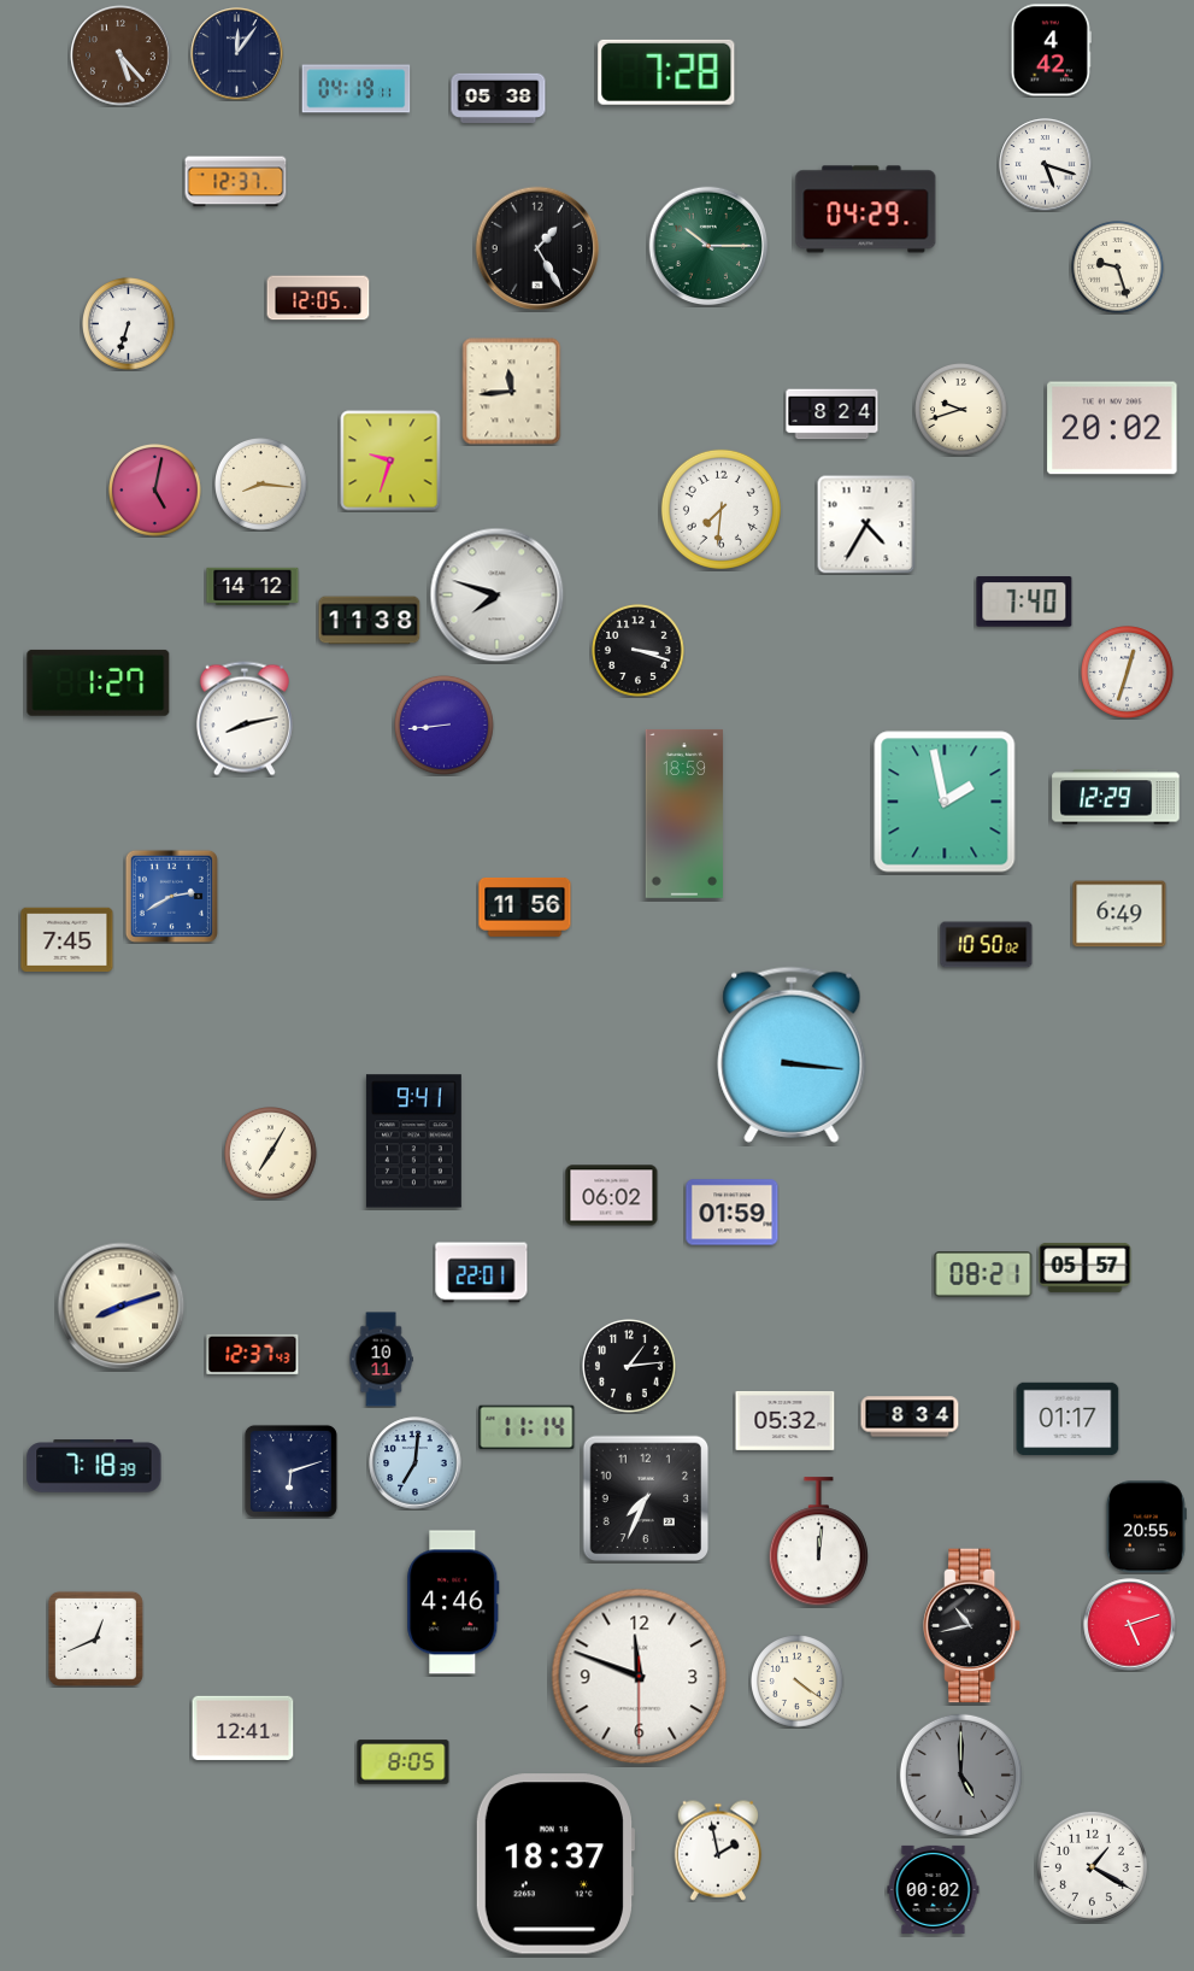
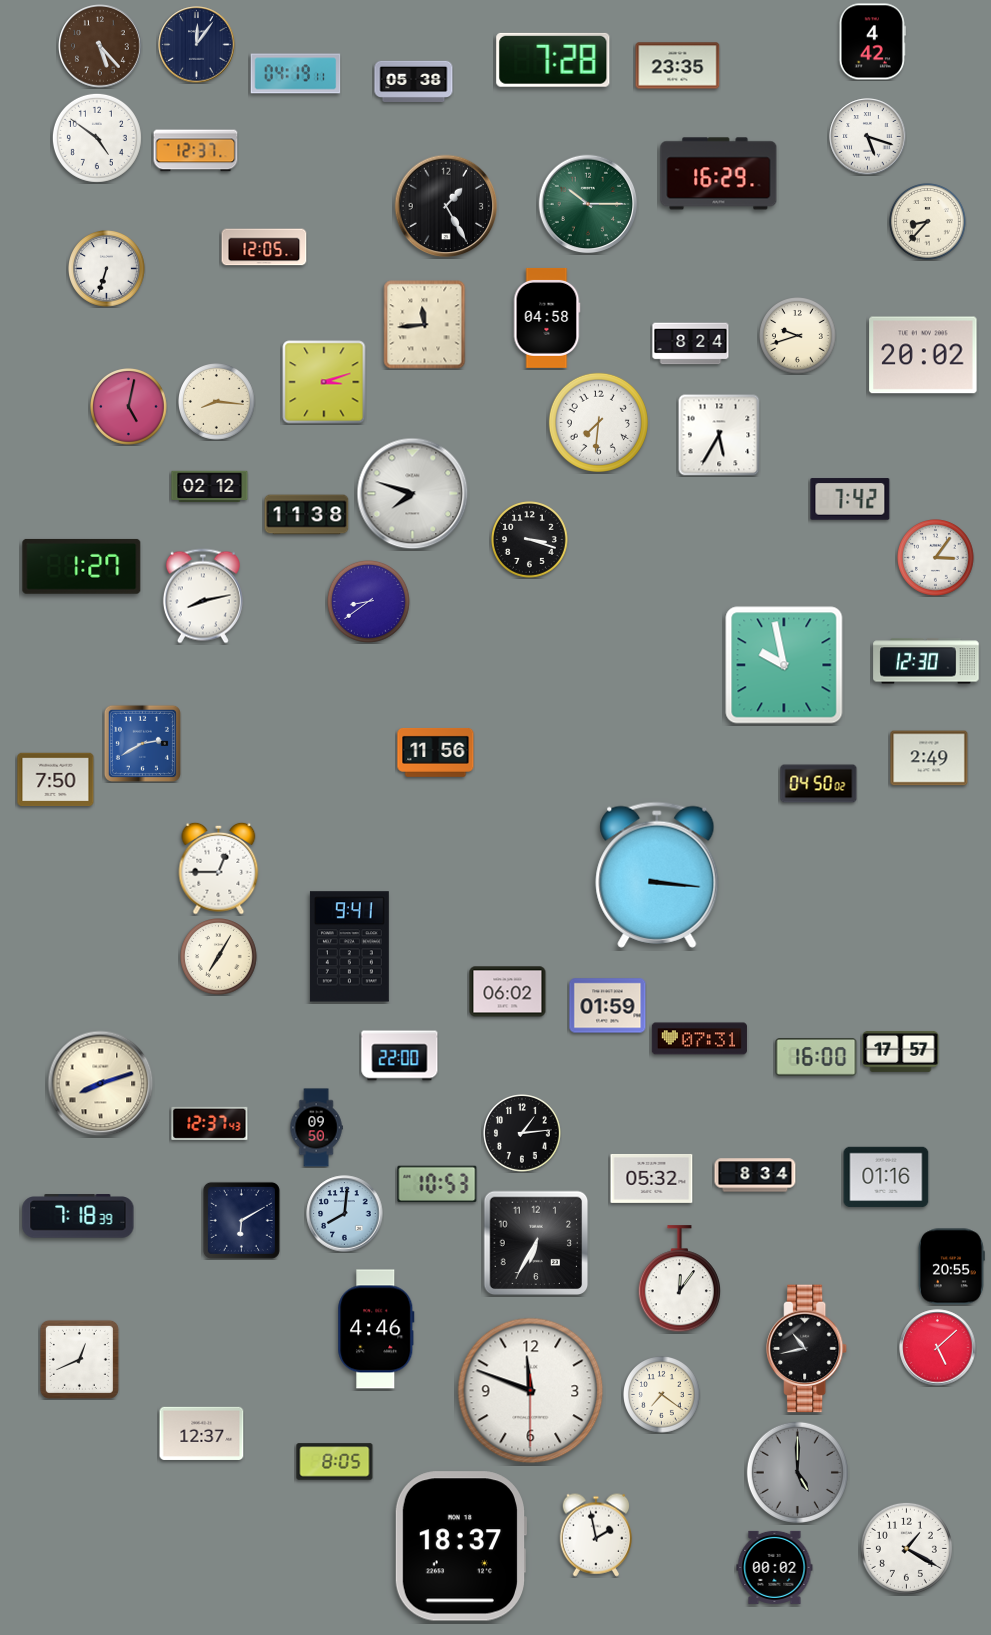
clock at (678, 66): none -> 23:35
clock at (97, 138): none -> 4:51
clock at (866, 210): 04:29 -> 16:29
clock at (1118, 268): 9:27 -> 8:37
clock at (547, 318): none -> 04:58
clock at (961, 410) position: (961, 410) -> (798, 336)
clock at (390, 461): 9:33 -> 3:12
clock at (866, 524): 4:35 -> 5:35
clock at (253, 587): 14:12 -> 02:12
clock at (1024, 602): 7:40 -> 7:42
clock at (1128, 673): 12:33 -> 3:06
clock at (443, 725): 8:44 -> 8:39
clock at (1116, 797): 12:29 -> 12:30
clock at (945, 802): 1:58 -> 9:58
clock at (684, 814): 18:59 -> none
clock at (1119, 914): 6:49 -> 2:49
clock at (67, 940): 7:45 -> 7:50
clock at (987, 945): 10:50 -> 04:50
clock at (219, 868): none -> 12:45
clock at (413, 1142) position: (413, 1142) -> (349, 947)
clock at (271, 1154) position: (271, 1154) -> (219, 957)
clock at (699, 1039): none -> 07:31
clock at (1086, 1267): 05:57 -> 17:57
clock at (482, 1273): 22:01 -> 22:00
clock at (983, 1275): 08:21 -> 16:00
clock at (381, 1360): 10:11 -> 09:50
clock at (1067, 1419): 01:17 -> 01:16
clock at (527, 1427): 11:14 -> 10:53
clock at (416, 1463): 7:01 -> 8:01
clock at (290, 1471): 6:12 -> 6:10
clock at (646, 1498): 7:34 -> 6:35
clock at (818, 1542): 12:01 -> 12:06
clock at (1130, 1625): 5:12 -> 5:08
clock at (798, 1682): 4:21 -> 7:21
clock at (243, 1727): 12:41 -> 12:37
